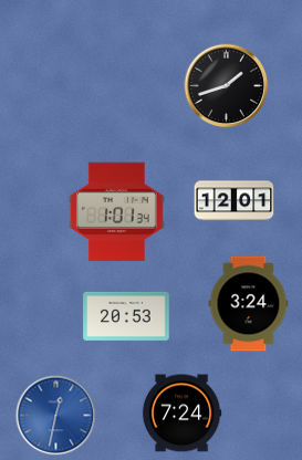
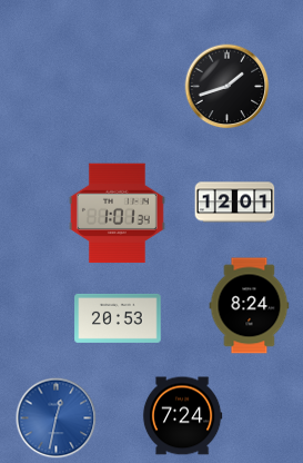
clock at (249, 304): 3:24 -> 8:24
clock at (126, 316) position: (126, 316) -> (118, 318)
